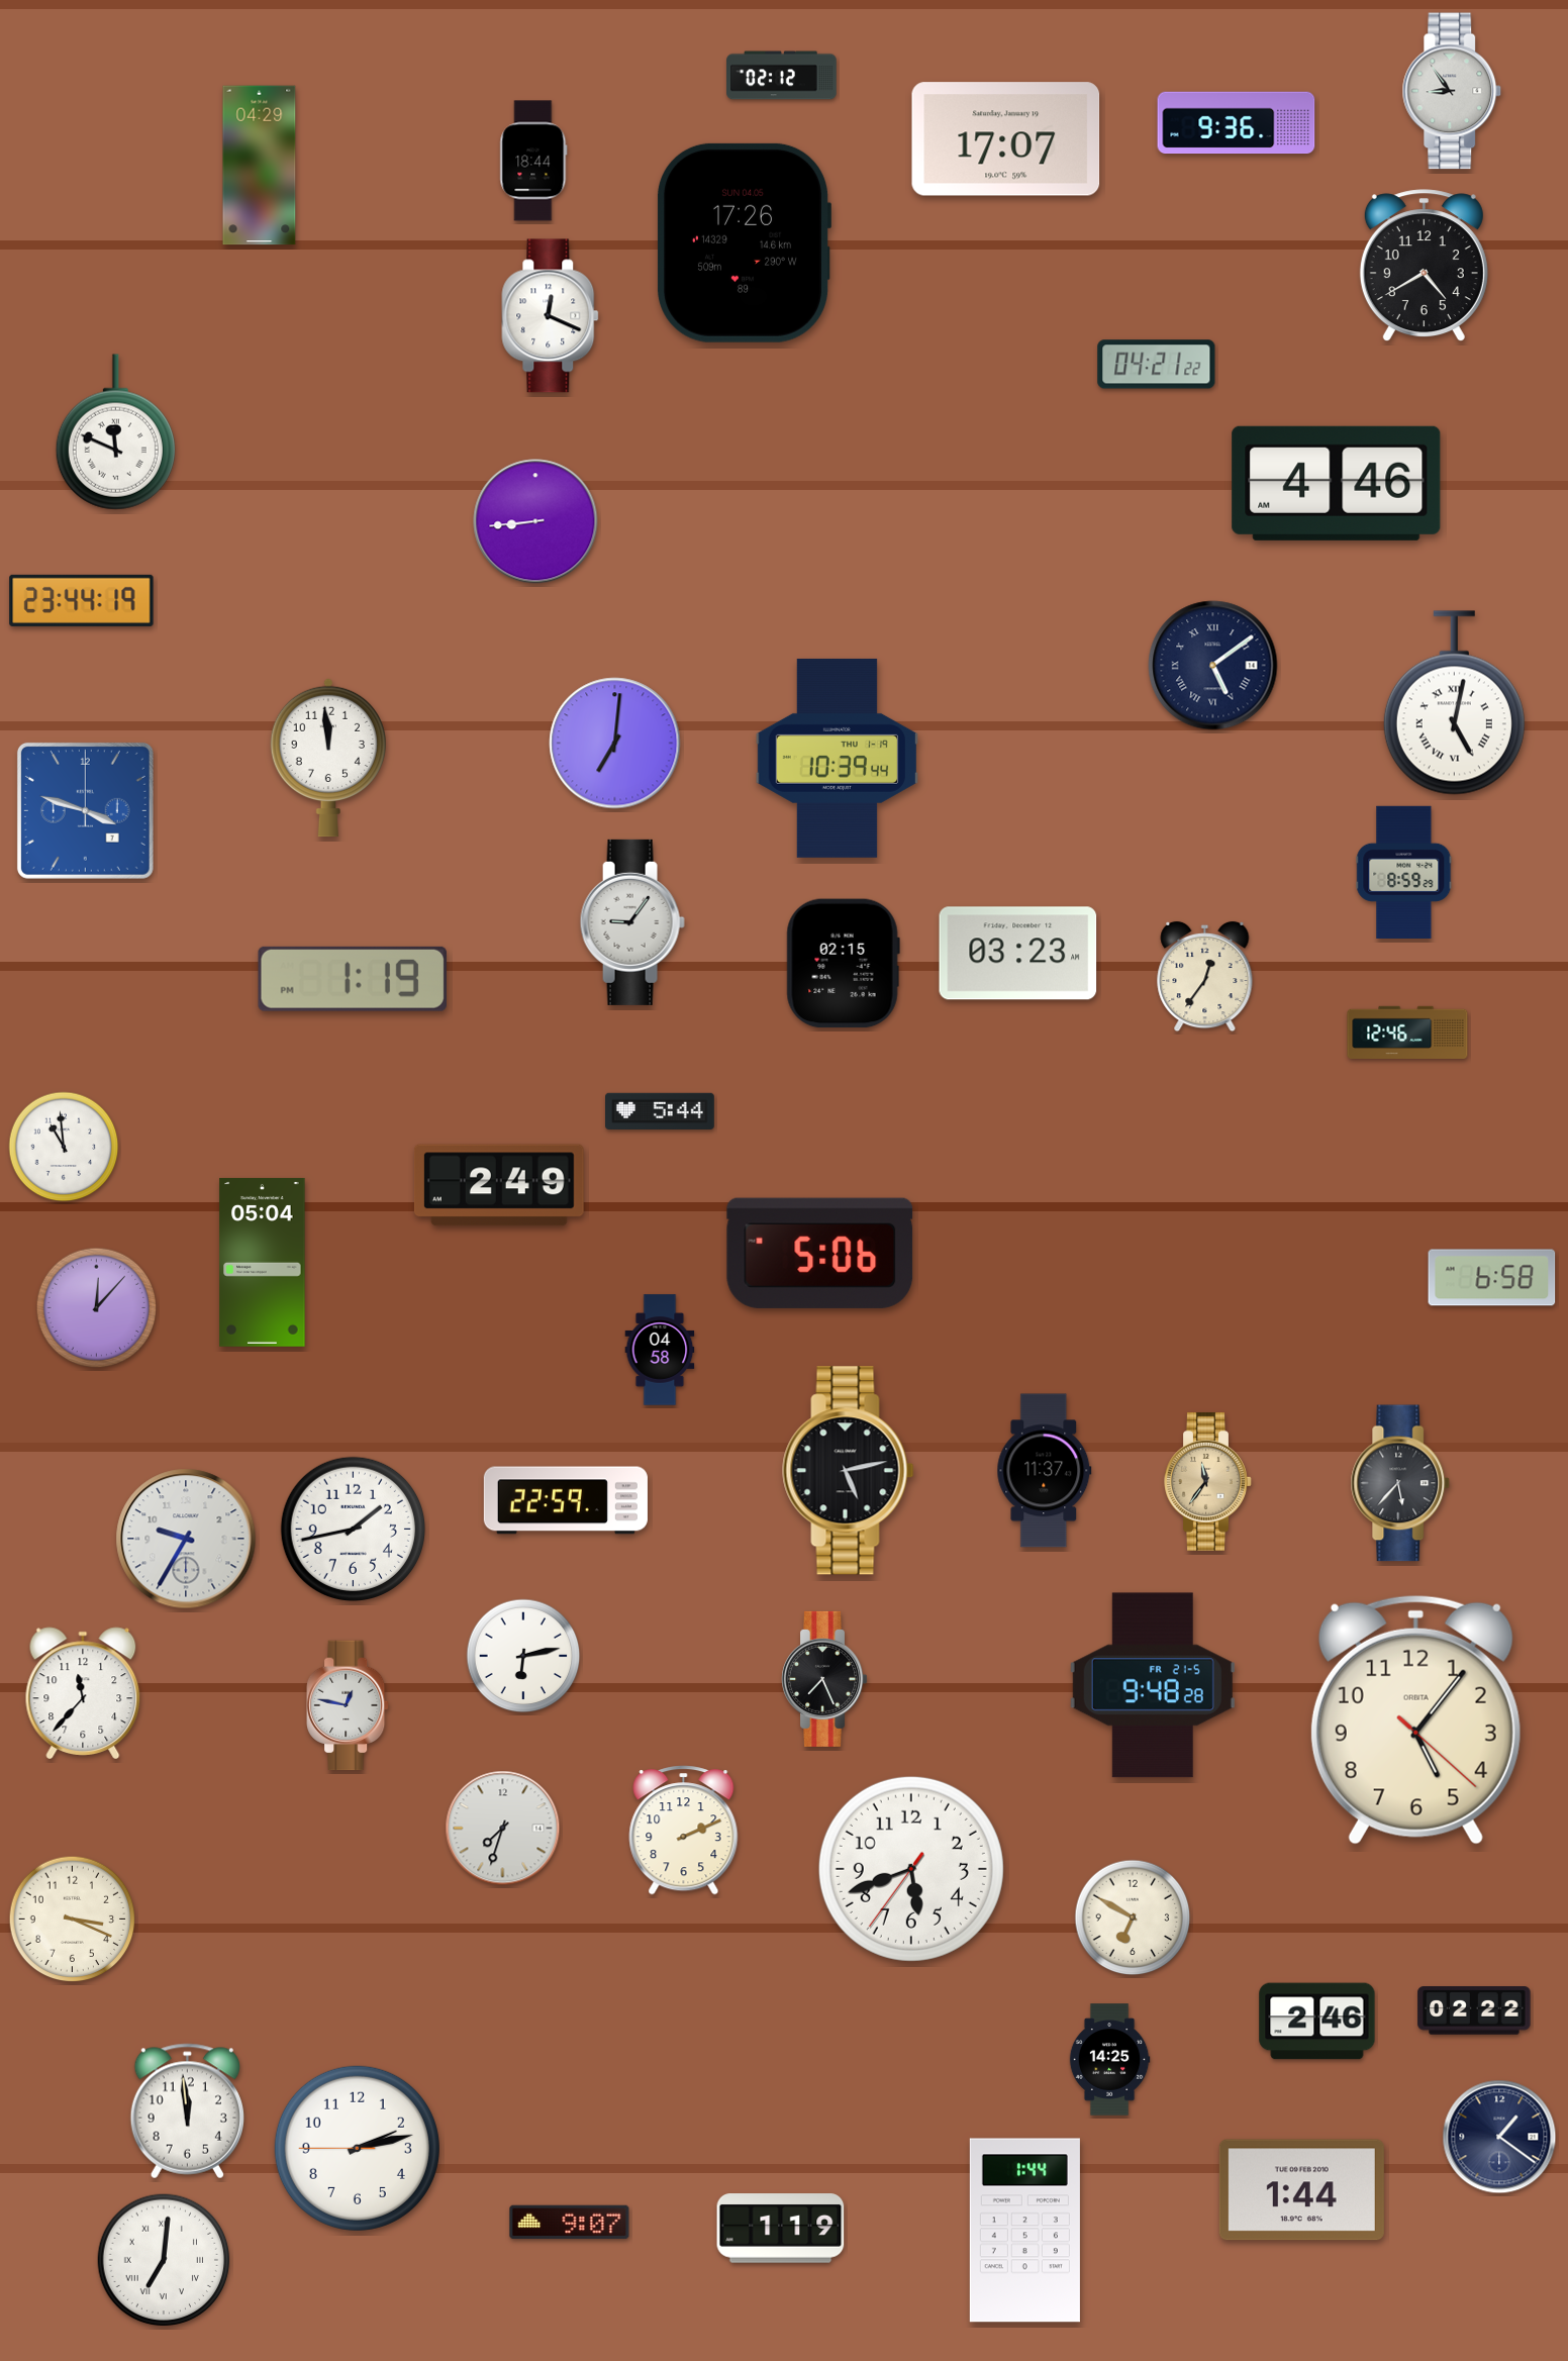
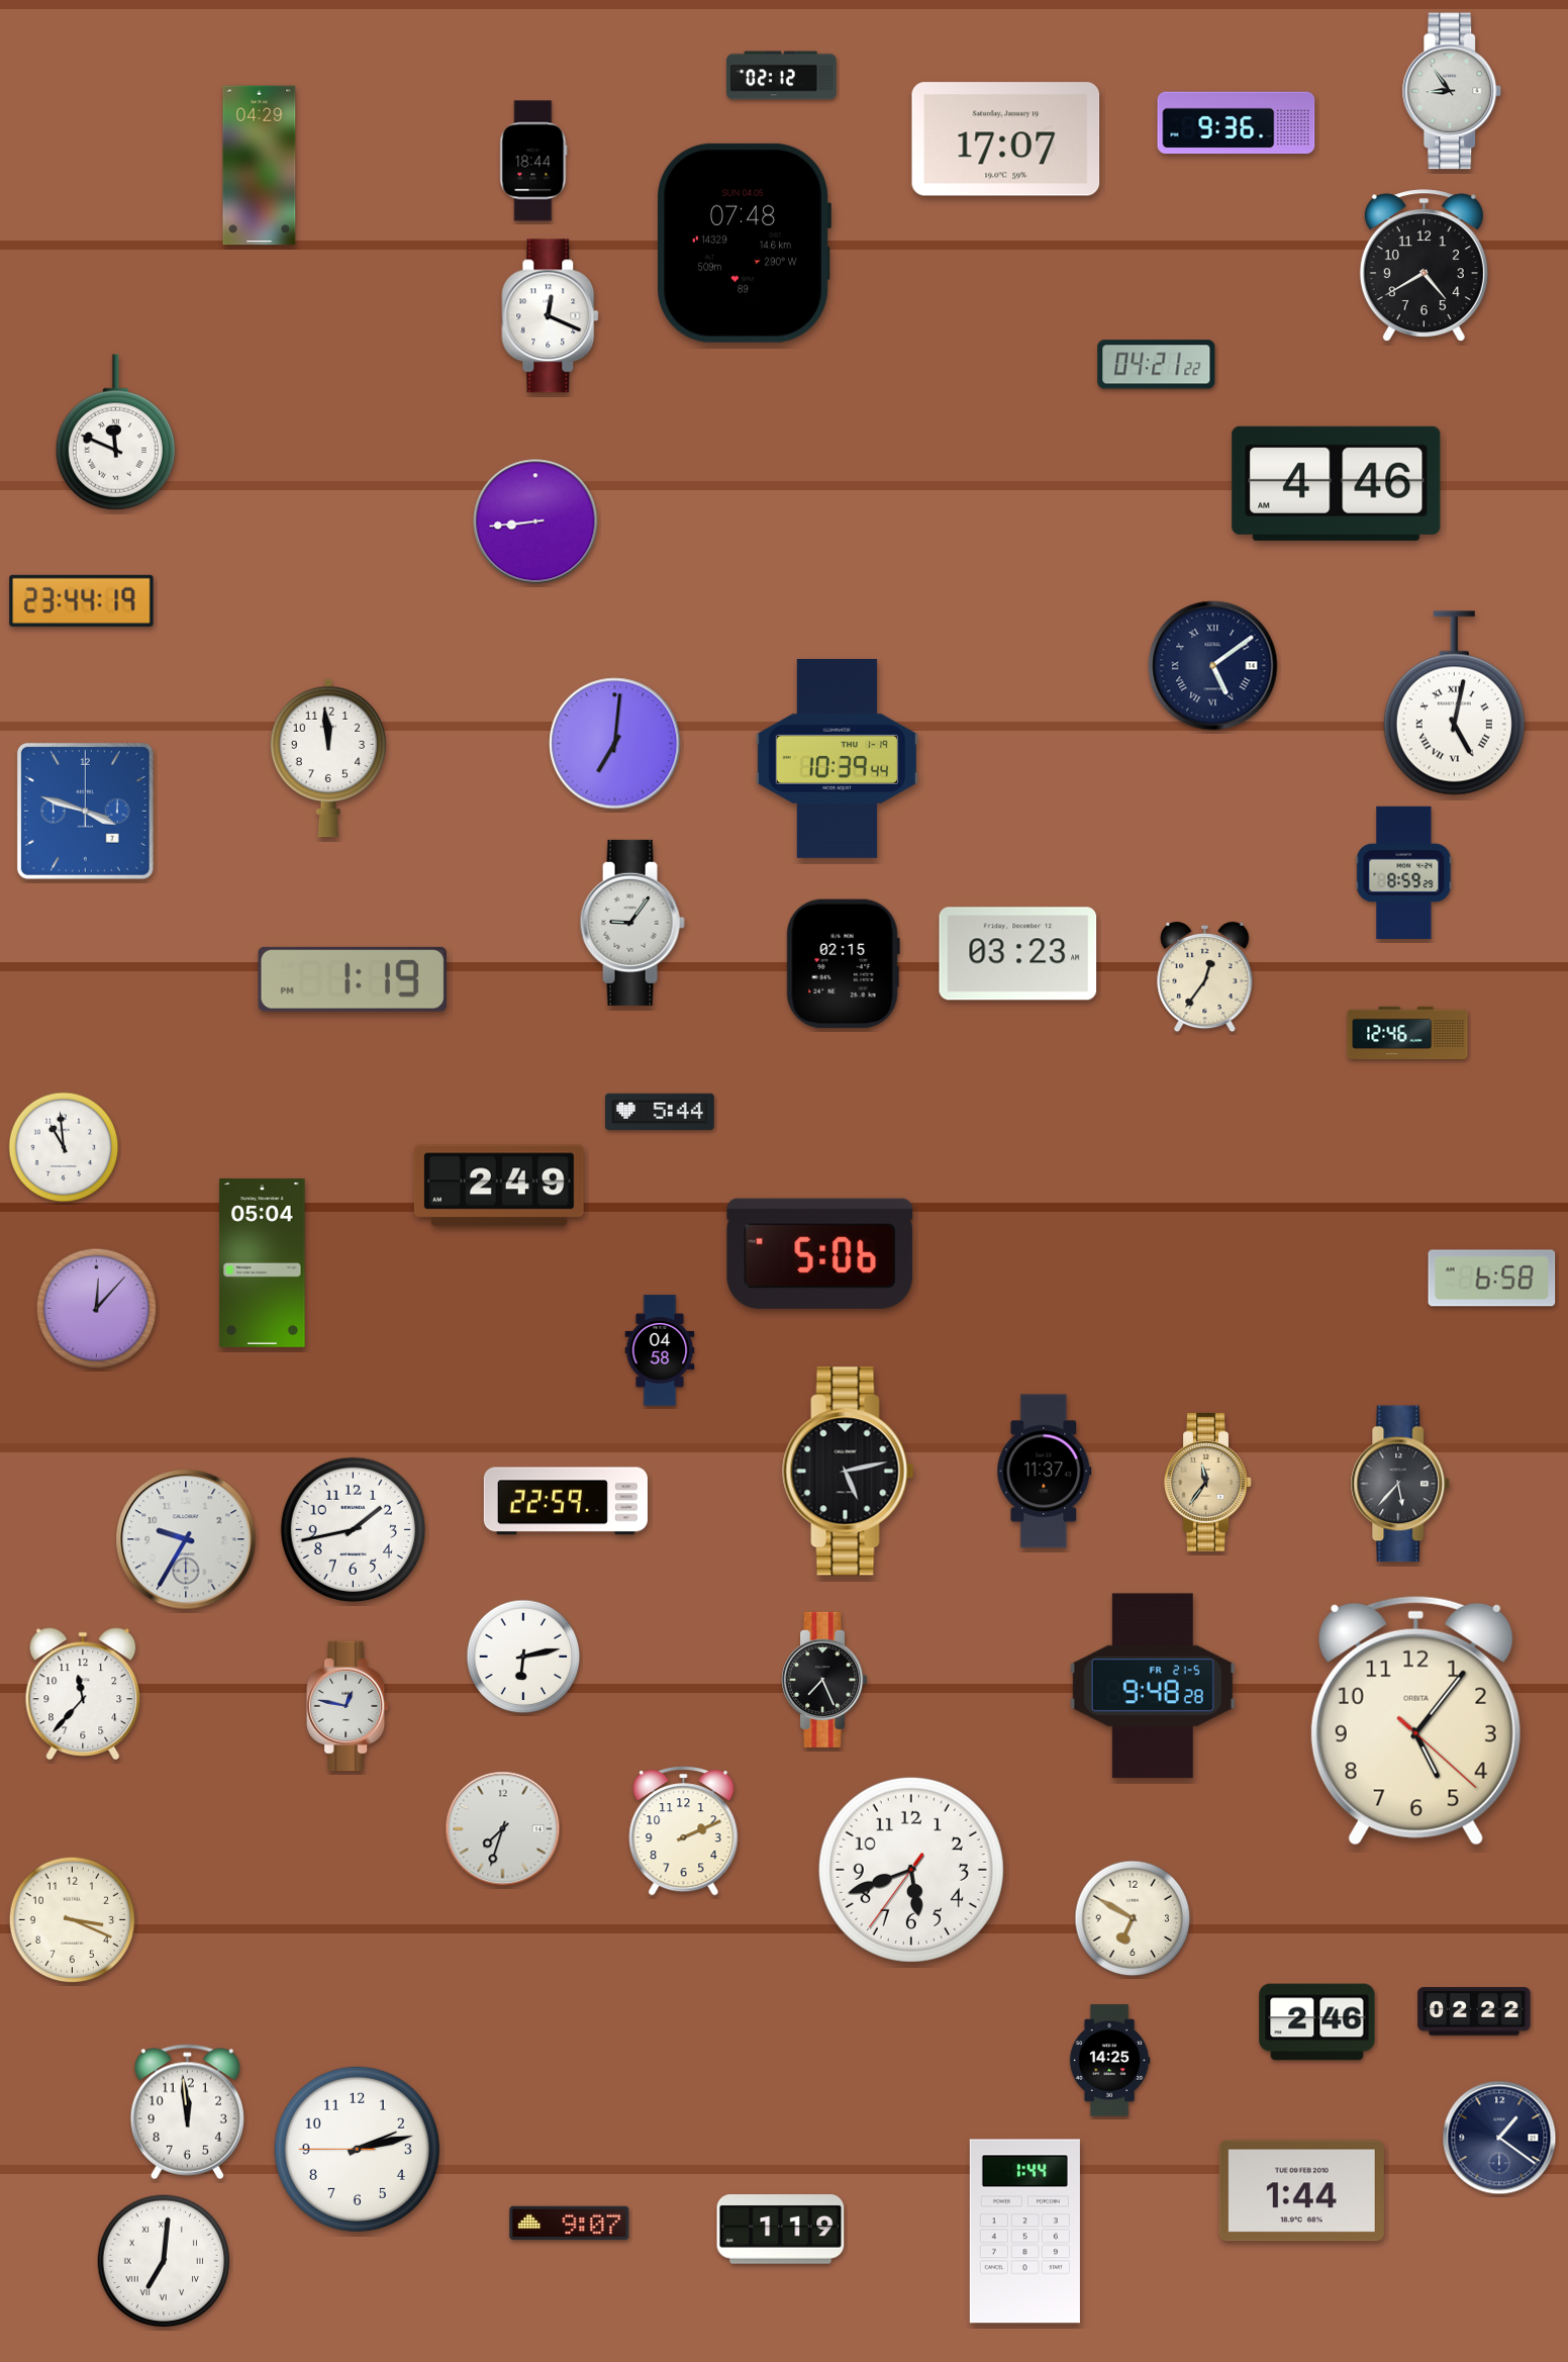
clock at (743, 242): 17:26 -> 07:48
